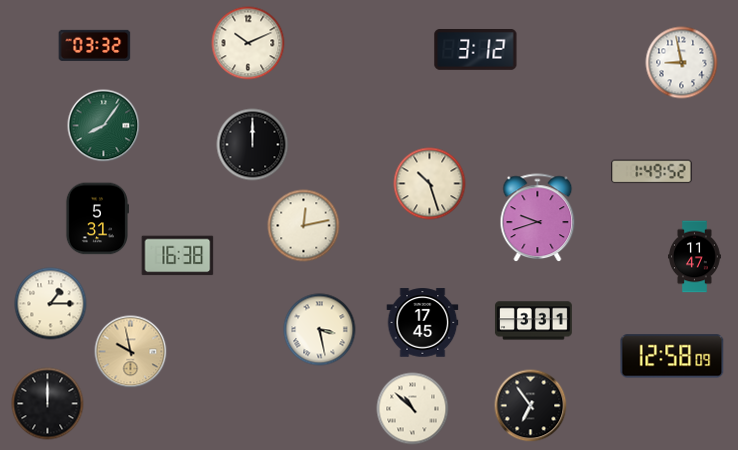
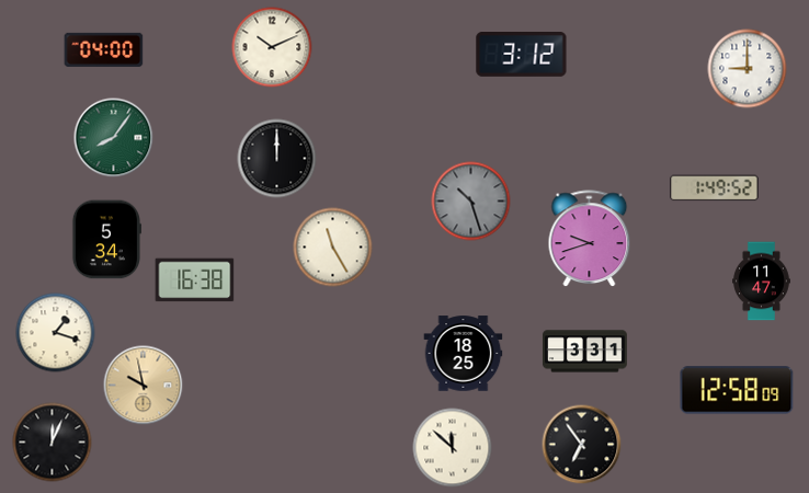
clock at (95, 45): 03:32 -> 04:00
clock at (682, 63): 8:58 -> 9:00
clock at (430, 184) dial: cream -> grey
clock at (96, 219): 5:31 -> 5:34
clock at (304, 226): 12:13 -> 11:25
clock at (51, 304): 1:15 -> 1:18
clock at (423, 323): 17:45 -> 18:25
clock at (320, 330): 3:28 -> none
clock at (48, 404): 12:00 -> 12:04
clock at (413, 409): 10:52 -> 11:52
